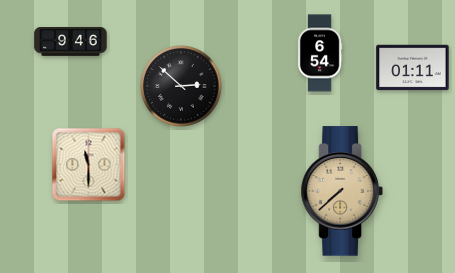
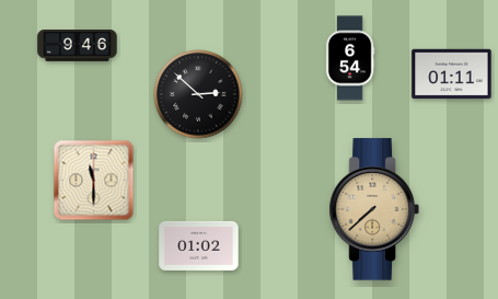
clock at (89, 165) position: (89, 165) -> (94, 181)
clock at (199, 245): none -> 01:02
